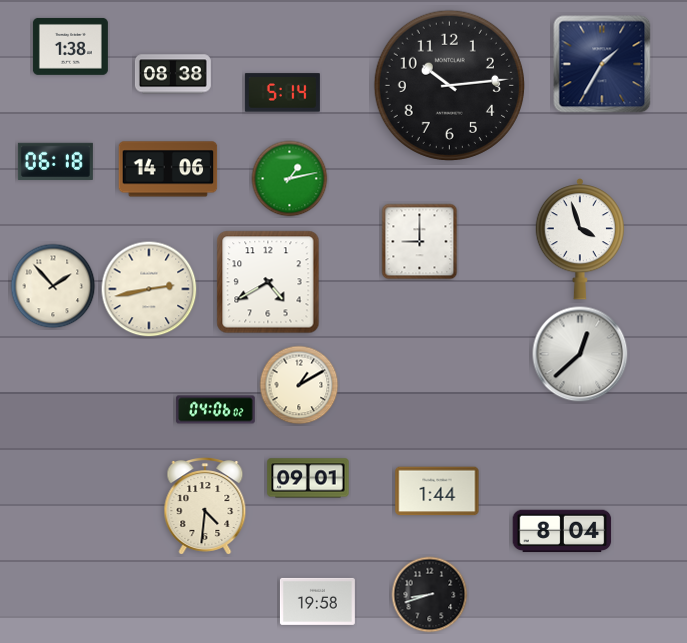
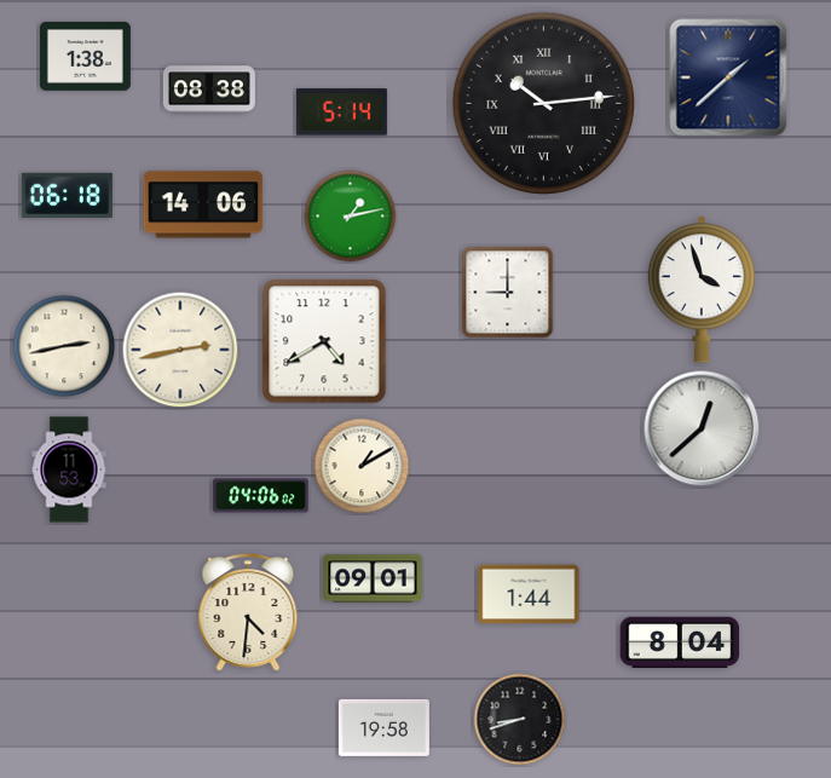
clock at (602, 64): 1:35 -> 1:38
clock at (449, 85) numerals: Arabic -> Roman
clock at (53, 286): 1:53 -> 2:43
clock at (69, 469): none -> 11:53
